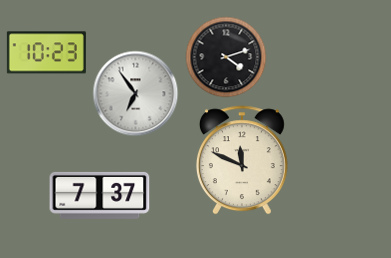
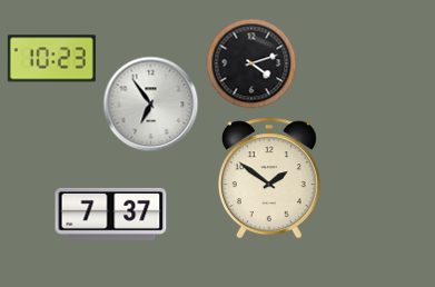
clock at (242, 160): 11:49 -> 1:51
clock at (100, 195) position: (100, 195) -> (111, 214)
